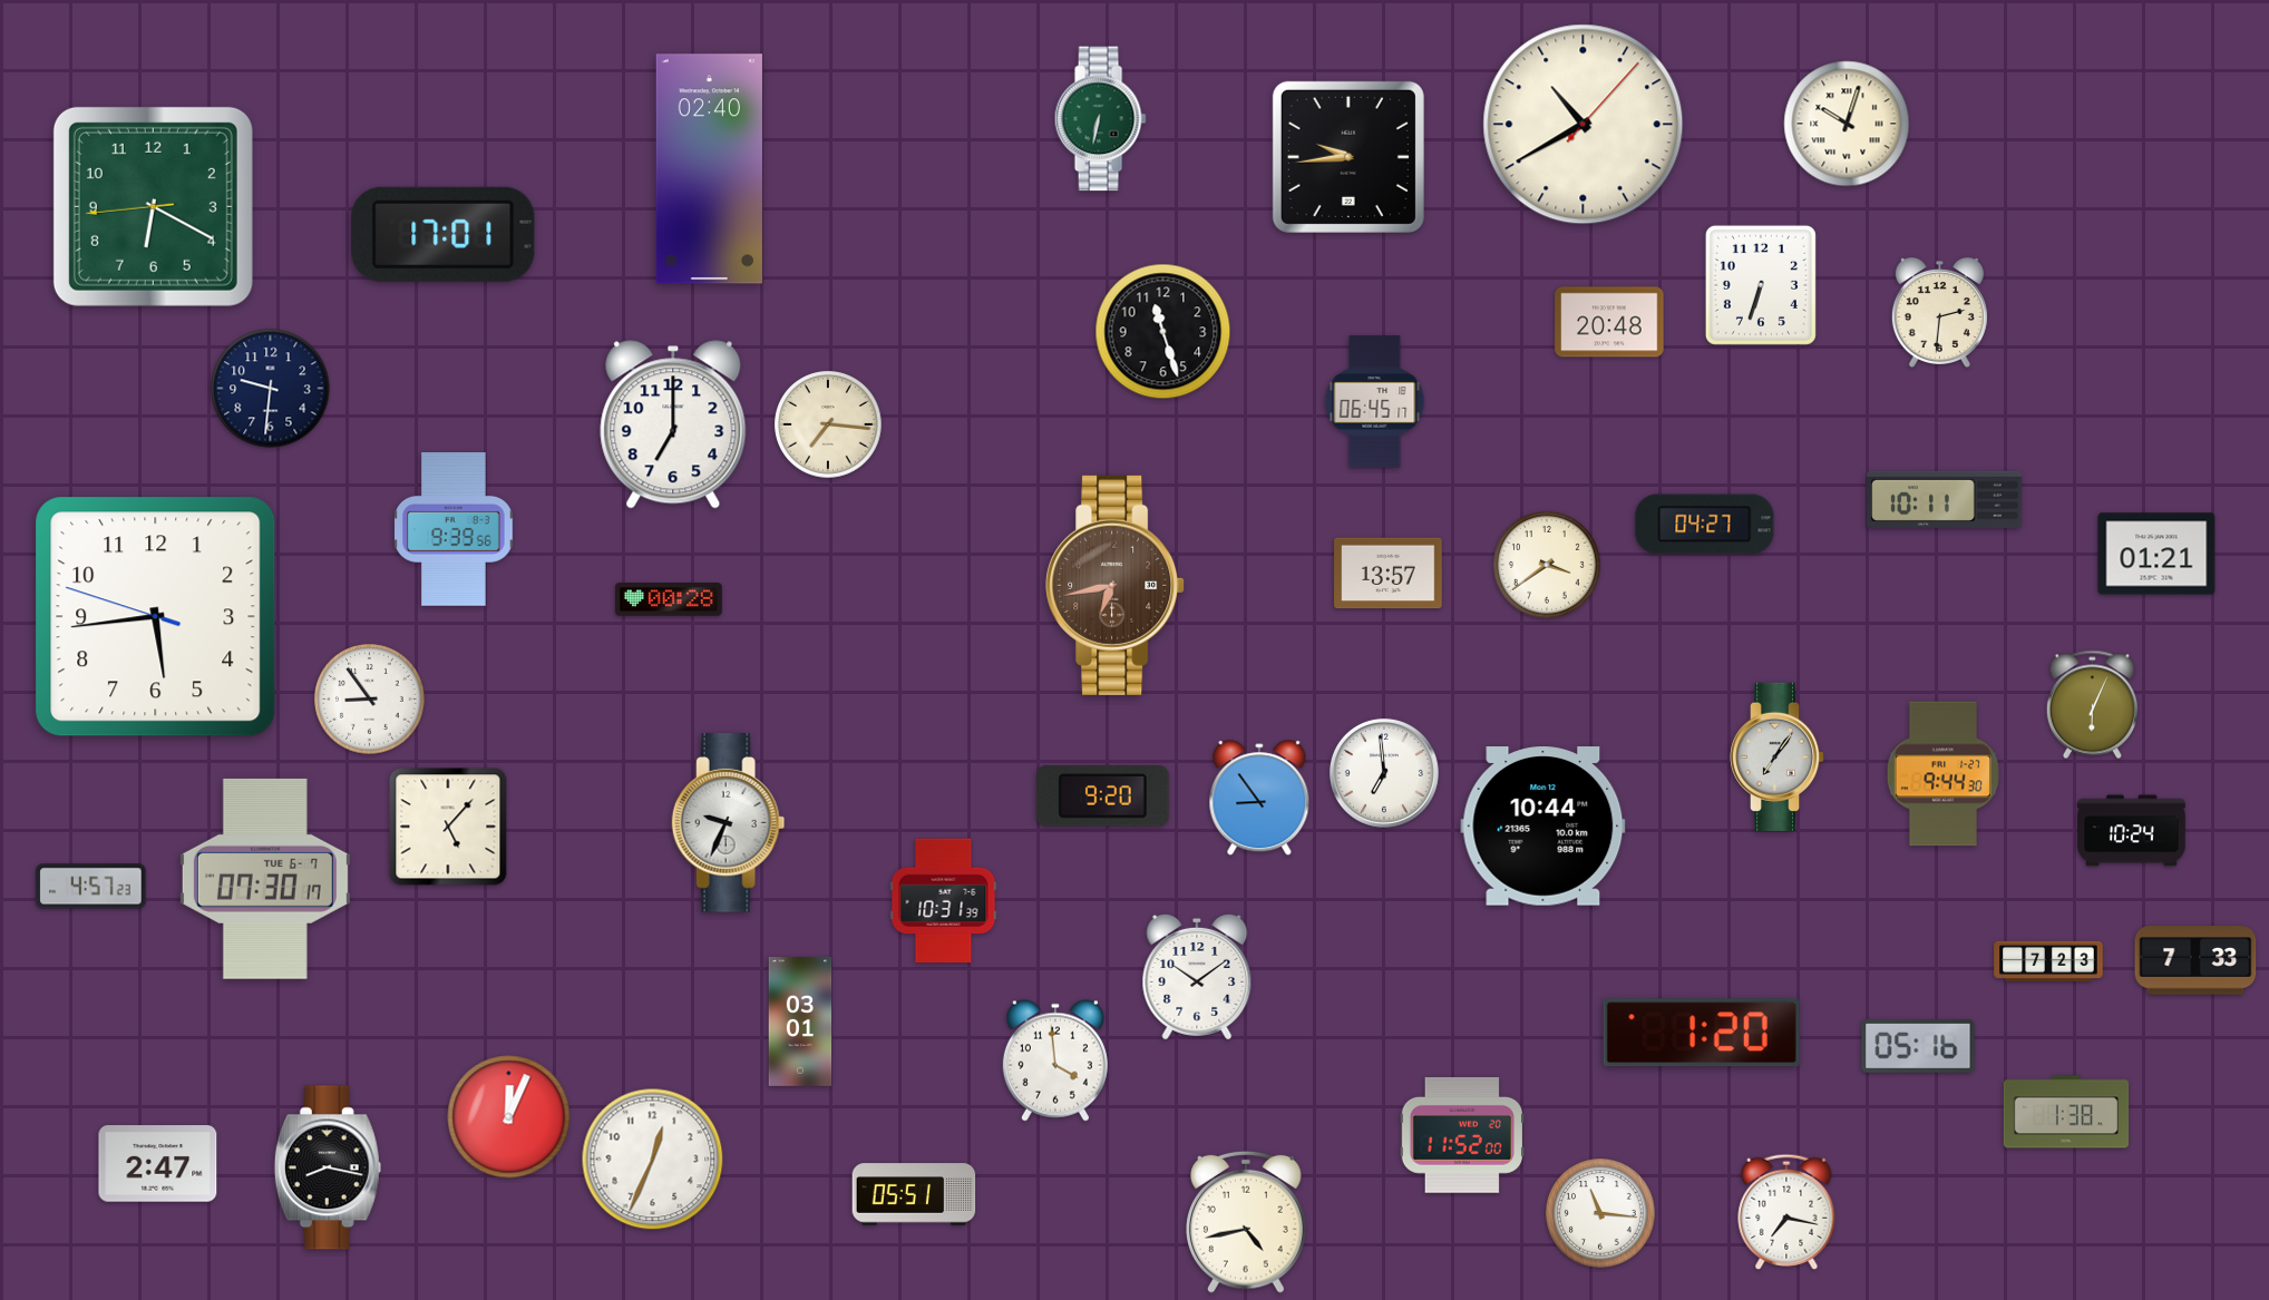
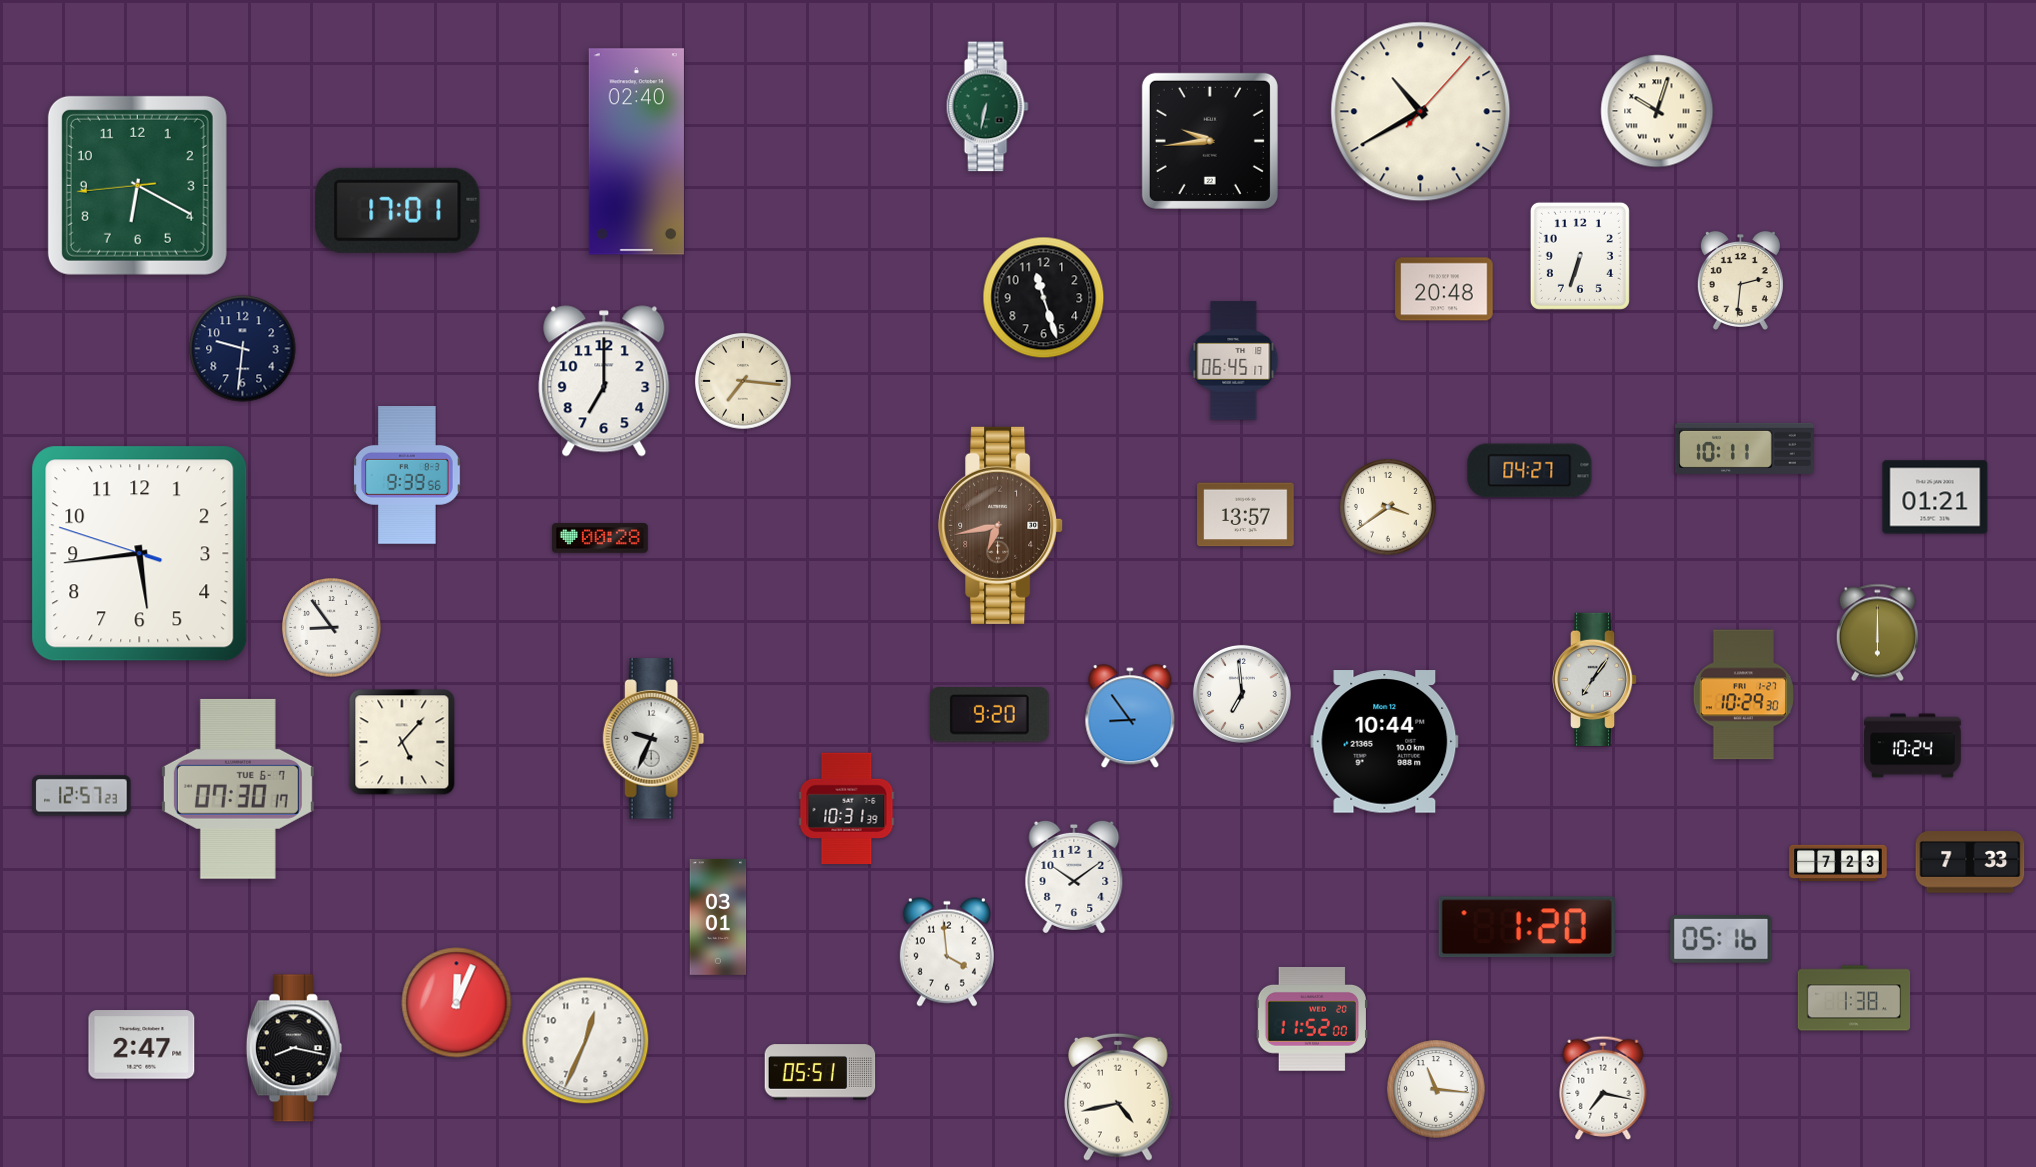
clock at (2092, 705): 6:04 -> 6:00
clock at (1942, 774): 9:44 -> 10:29
clock at (91, 887): 4:57 -> 12:57
